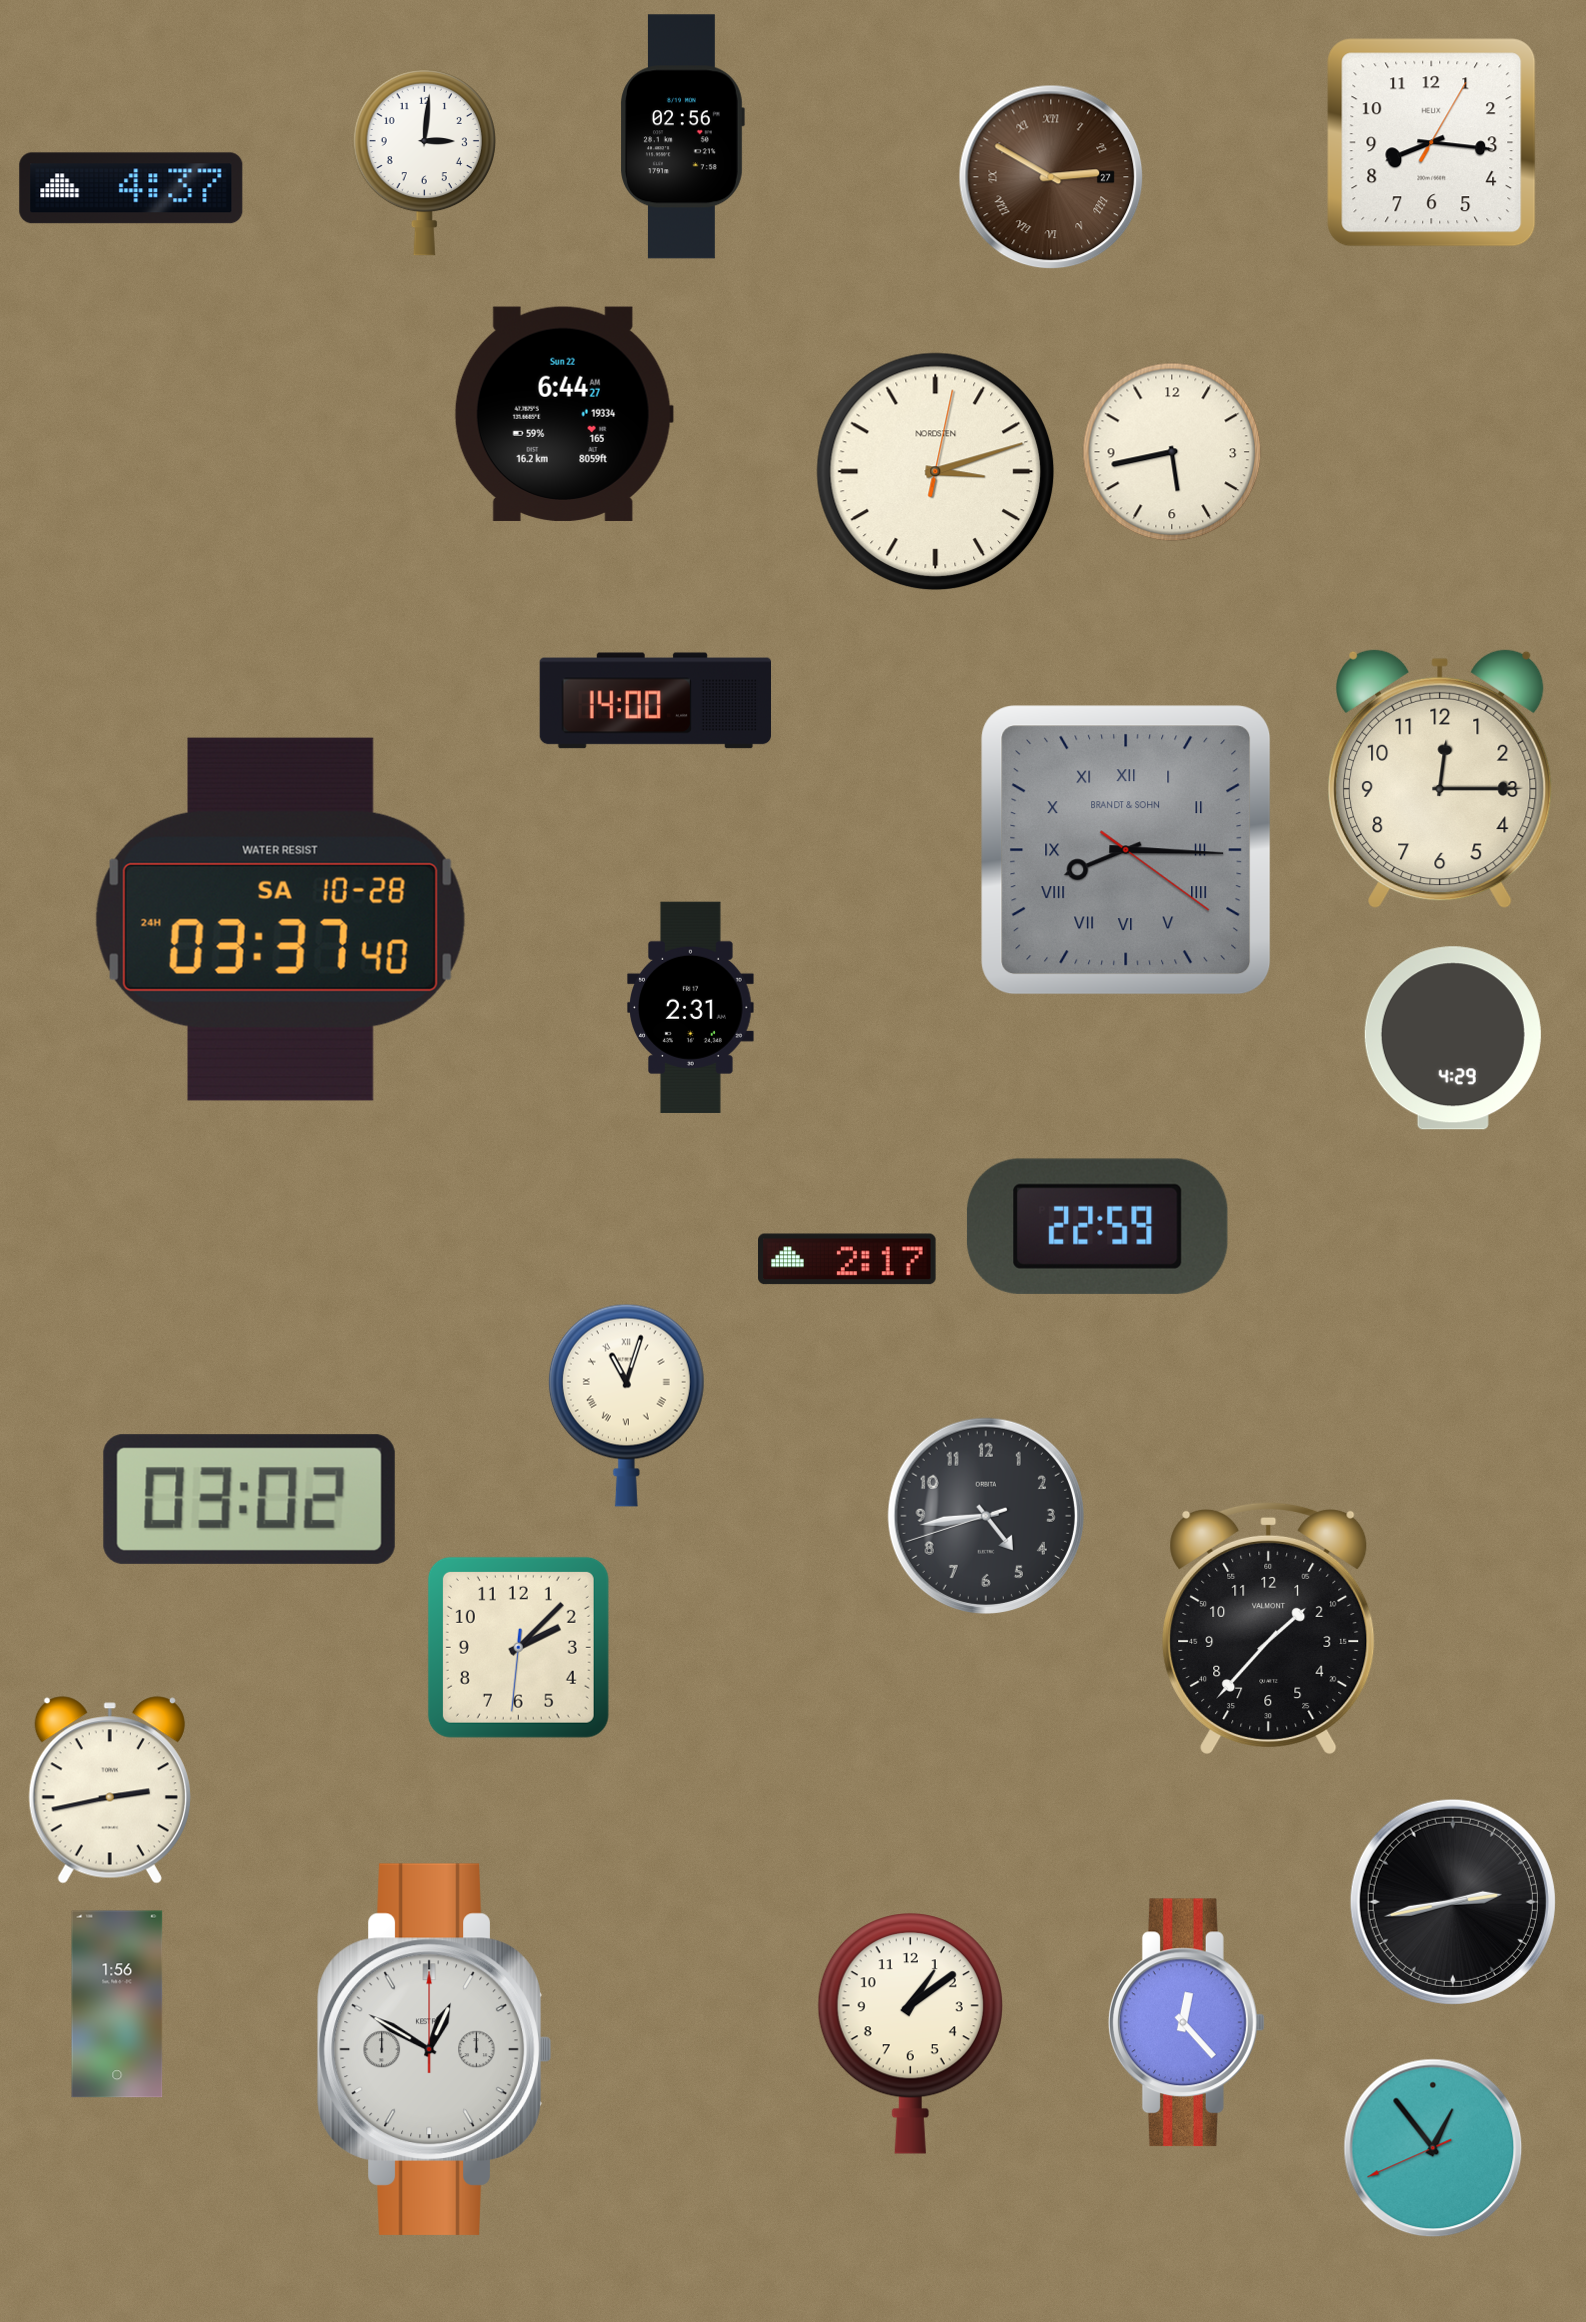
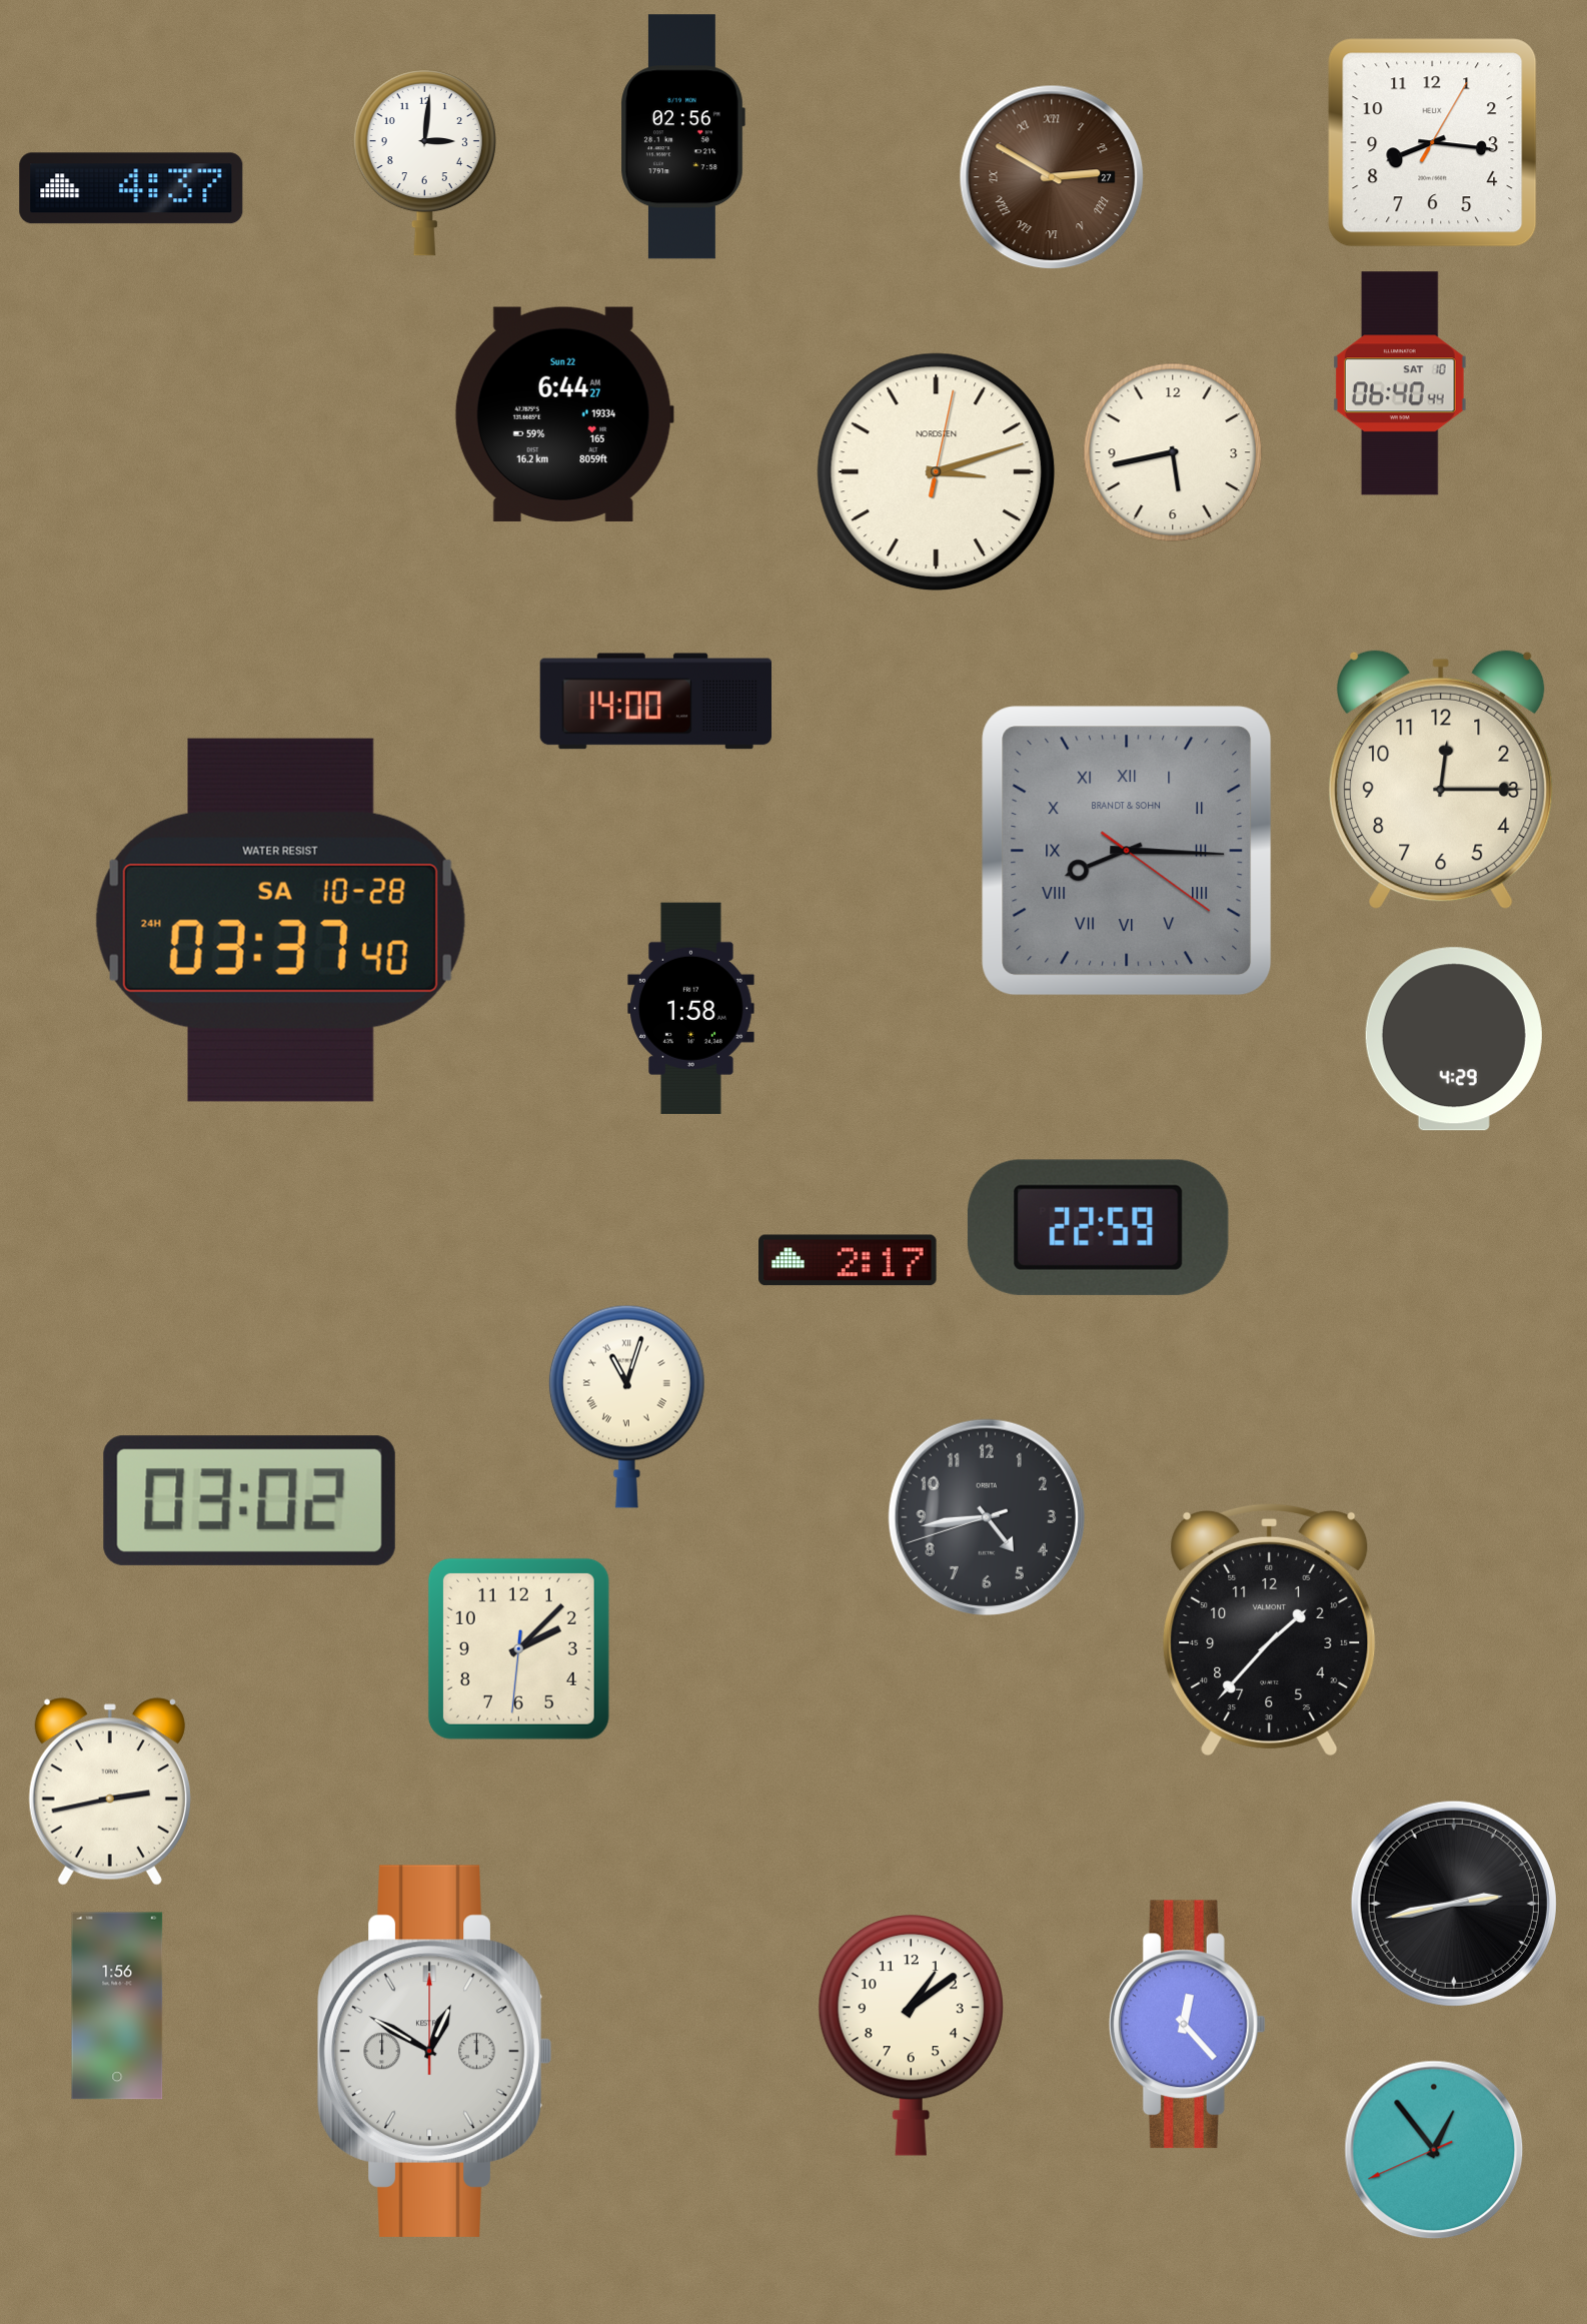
clock at (1401, 383): none -> 06:40
clock at (691, 1007): 2:31 -> 1:58
